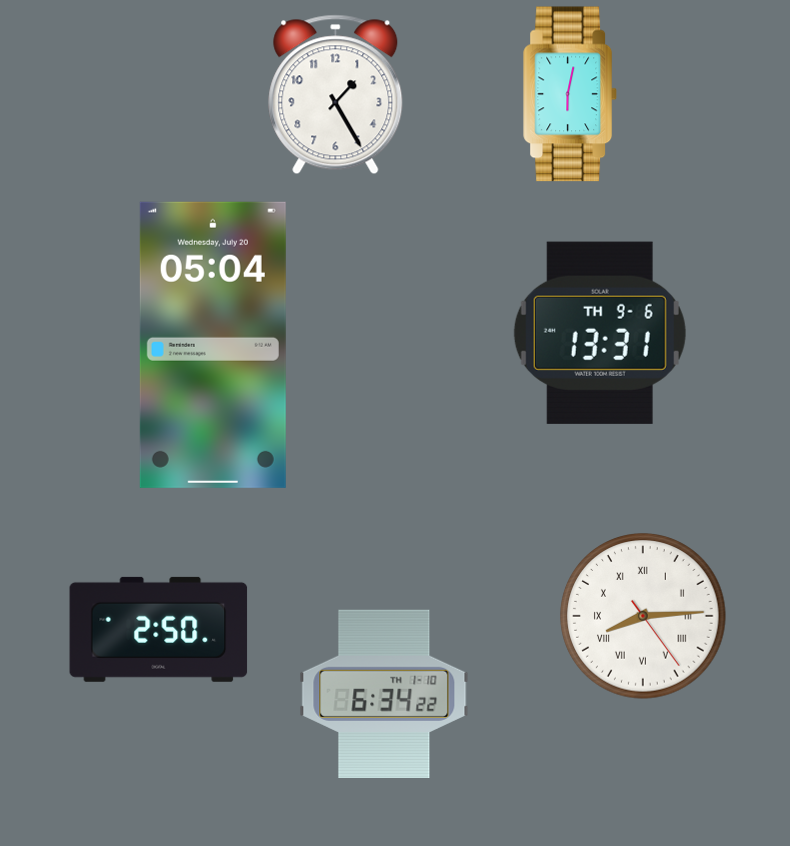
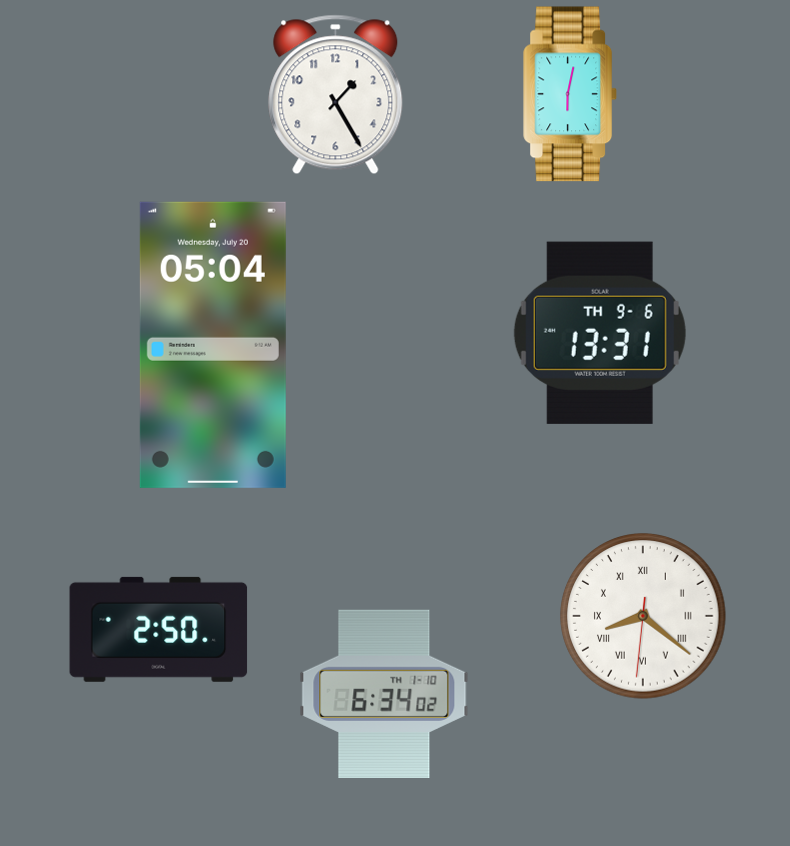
clock at (643, 616): 8:14 -> 8:21
clock at (384, 693): 6:34:22 -> 6:34:02
